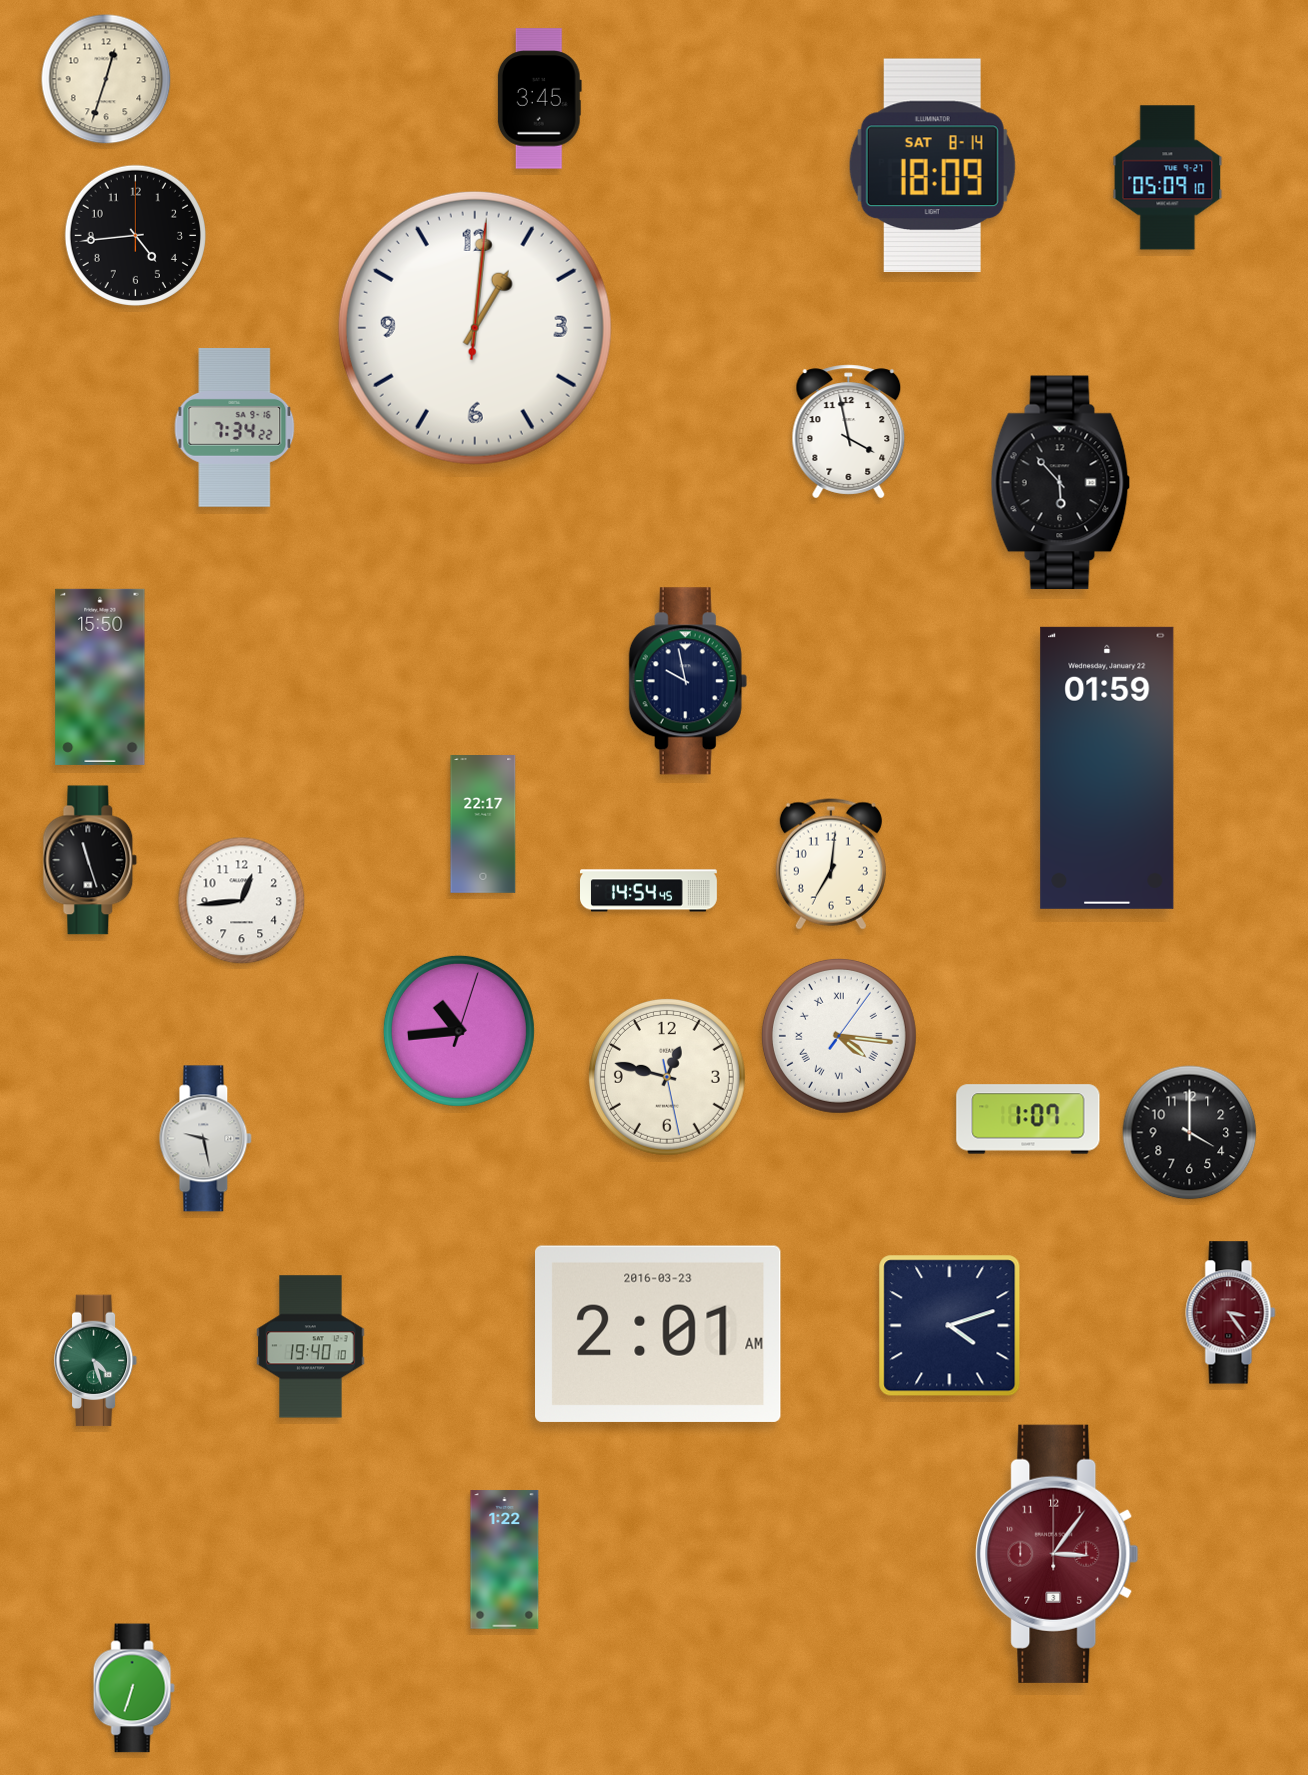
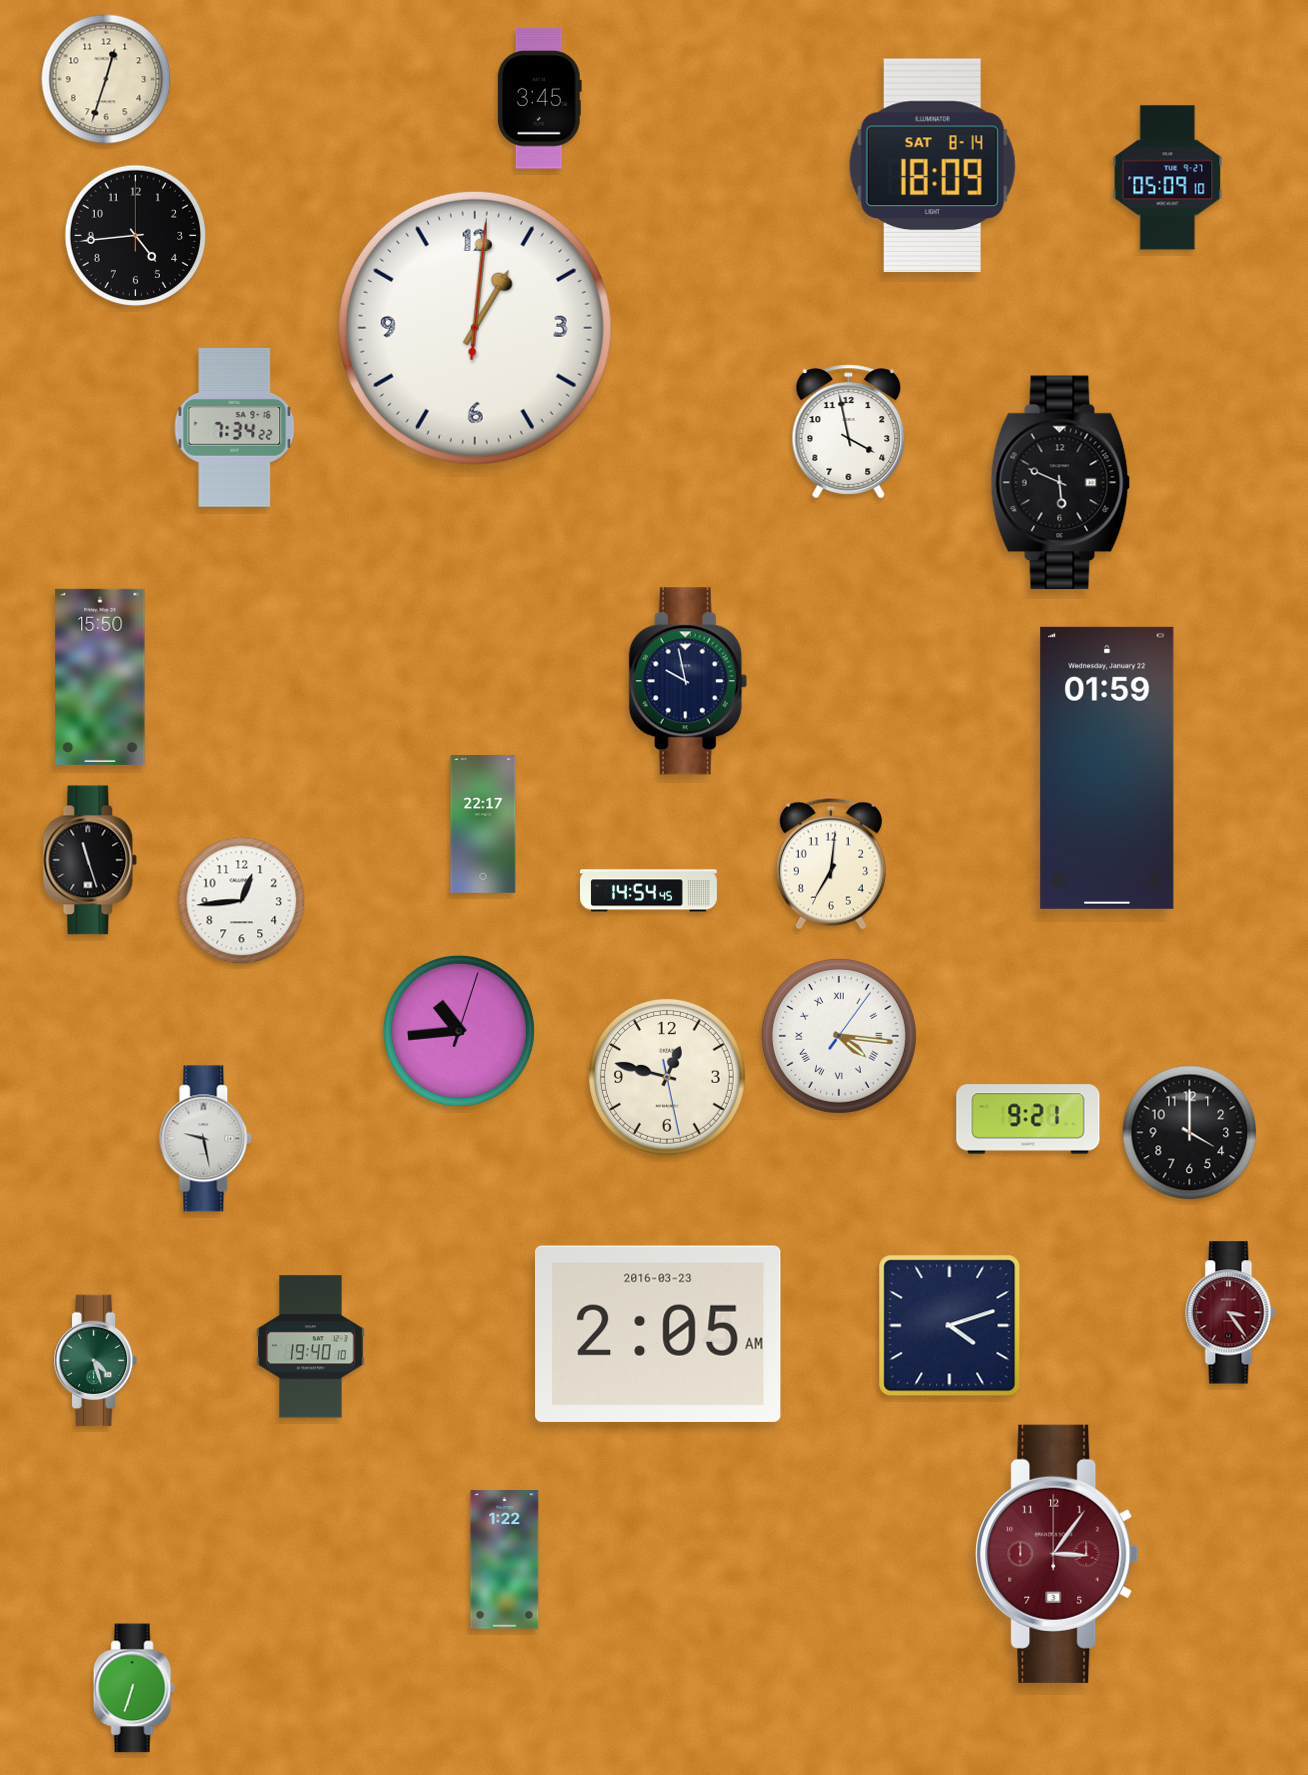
clock at (1061, 483): 5:53 -> 5:49
clock at (1028, 1119): 1:07 -> 9:21
clock at (659, 1334): 2:01 -> 2:05
